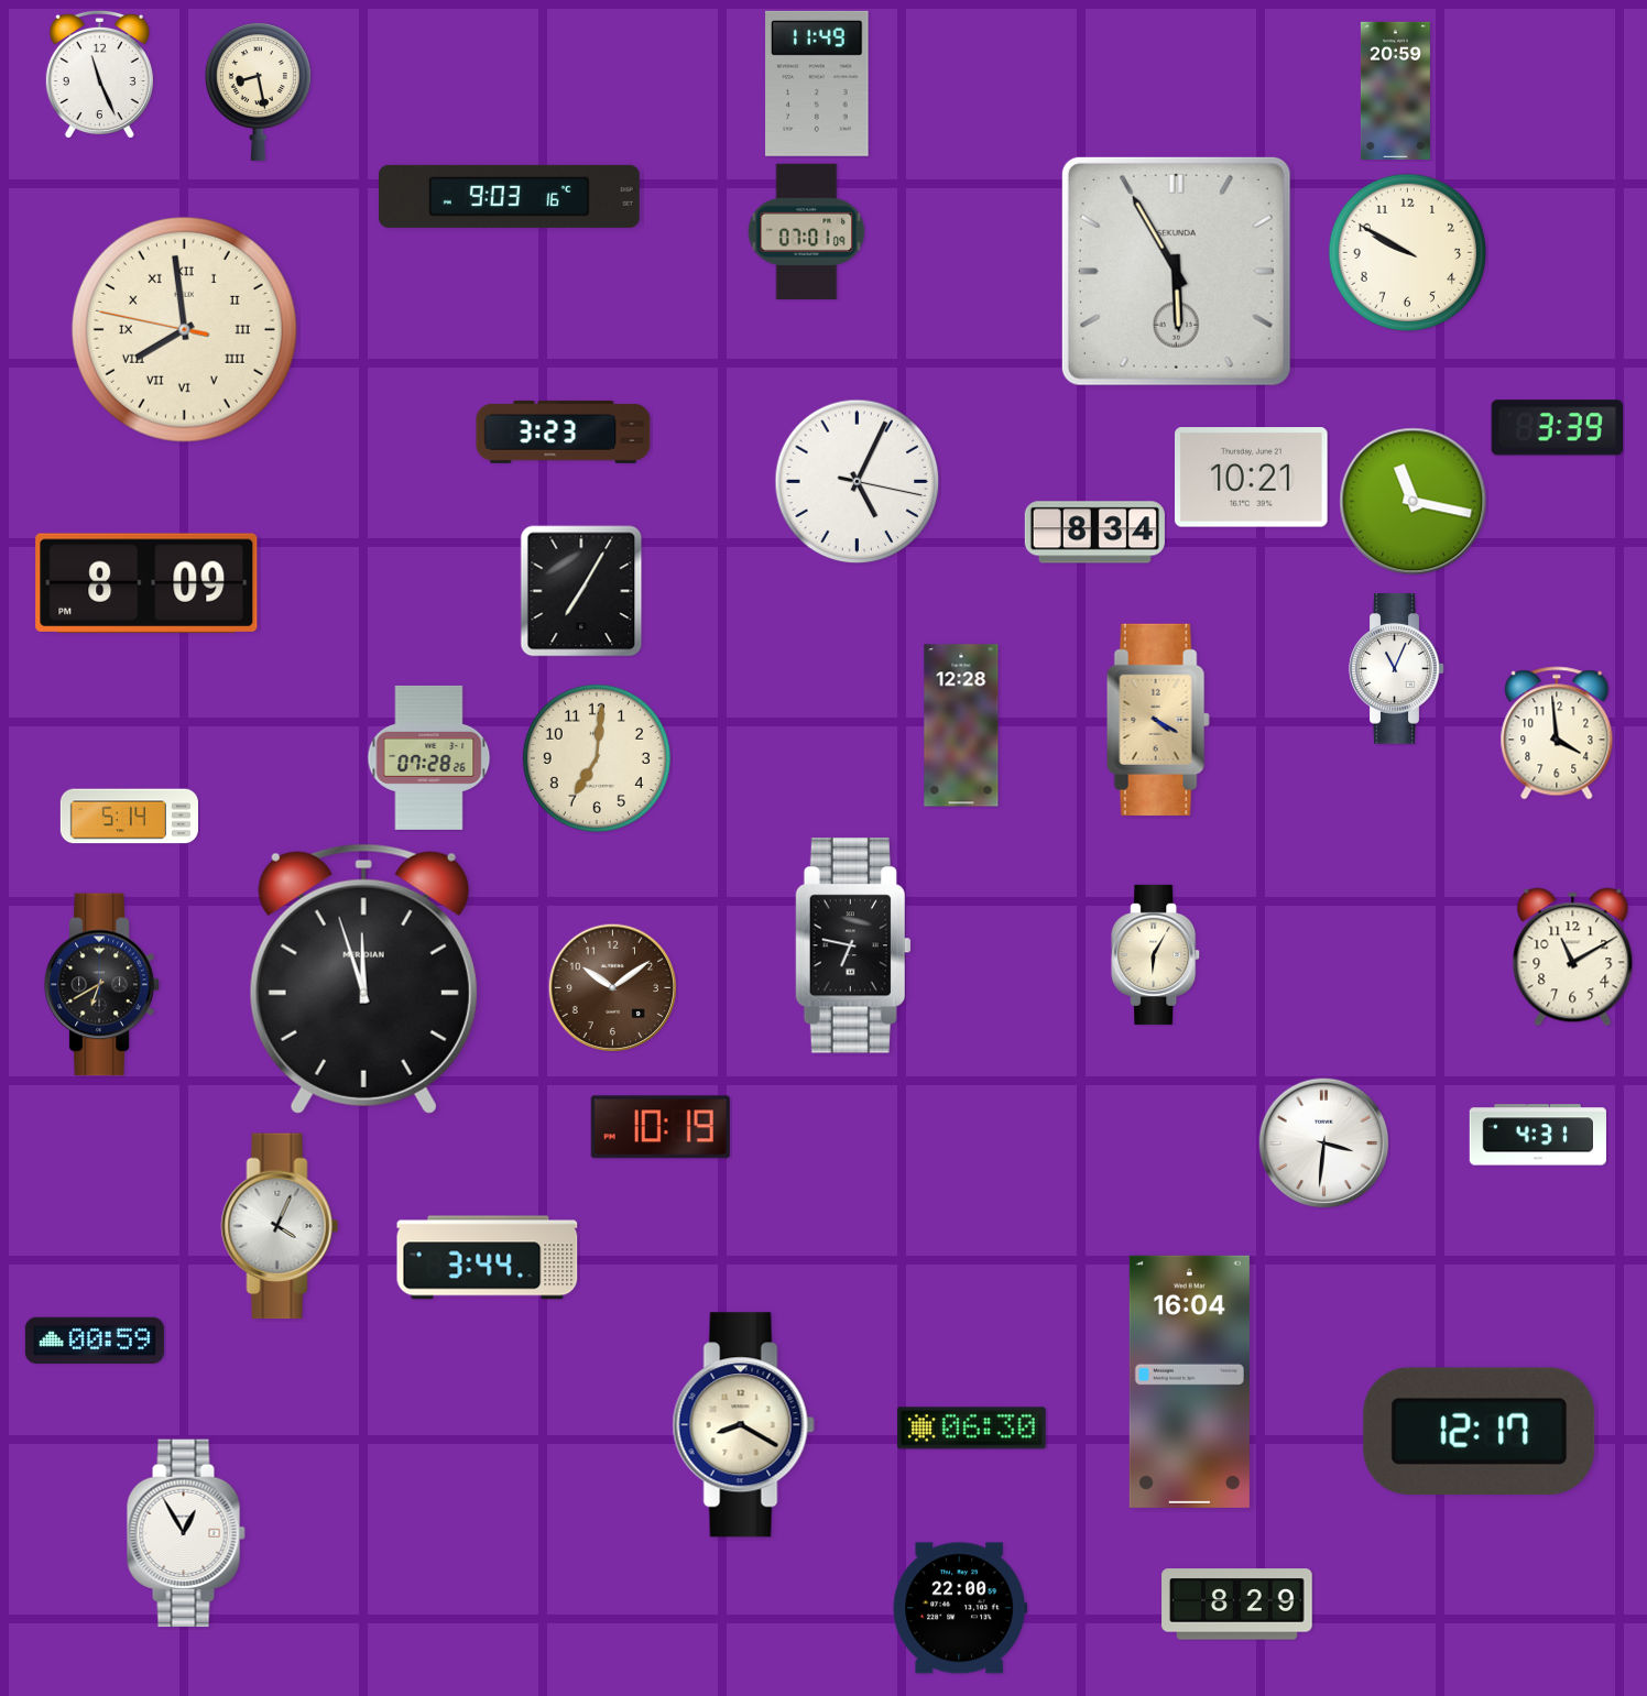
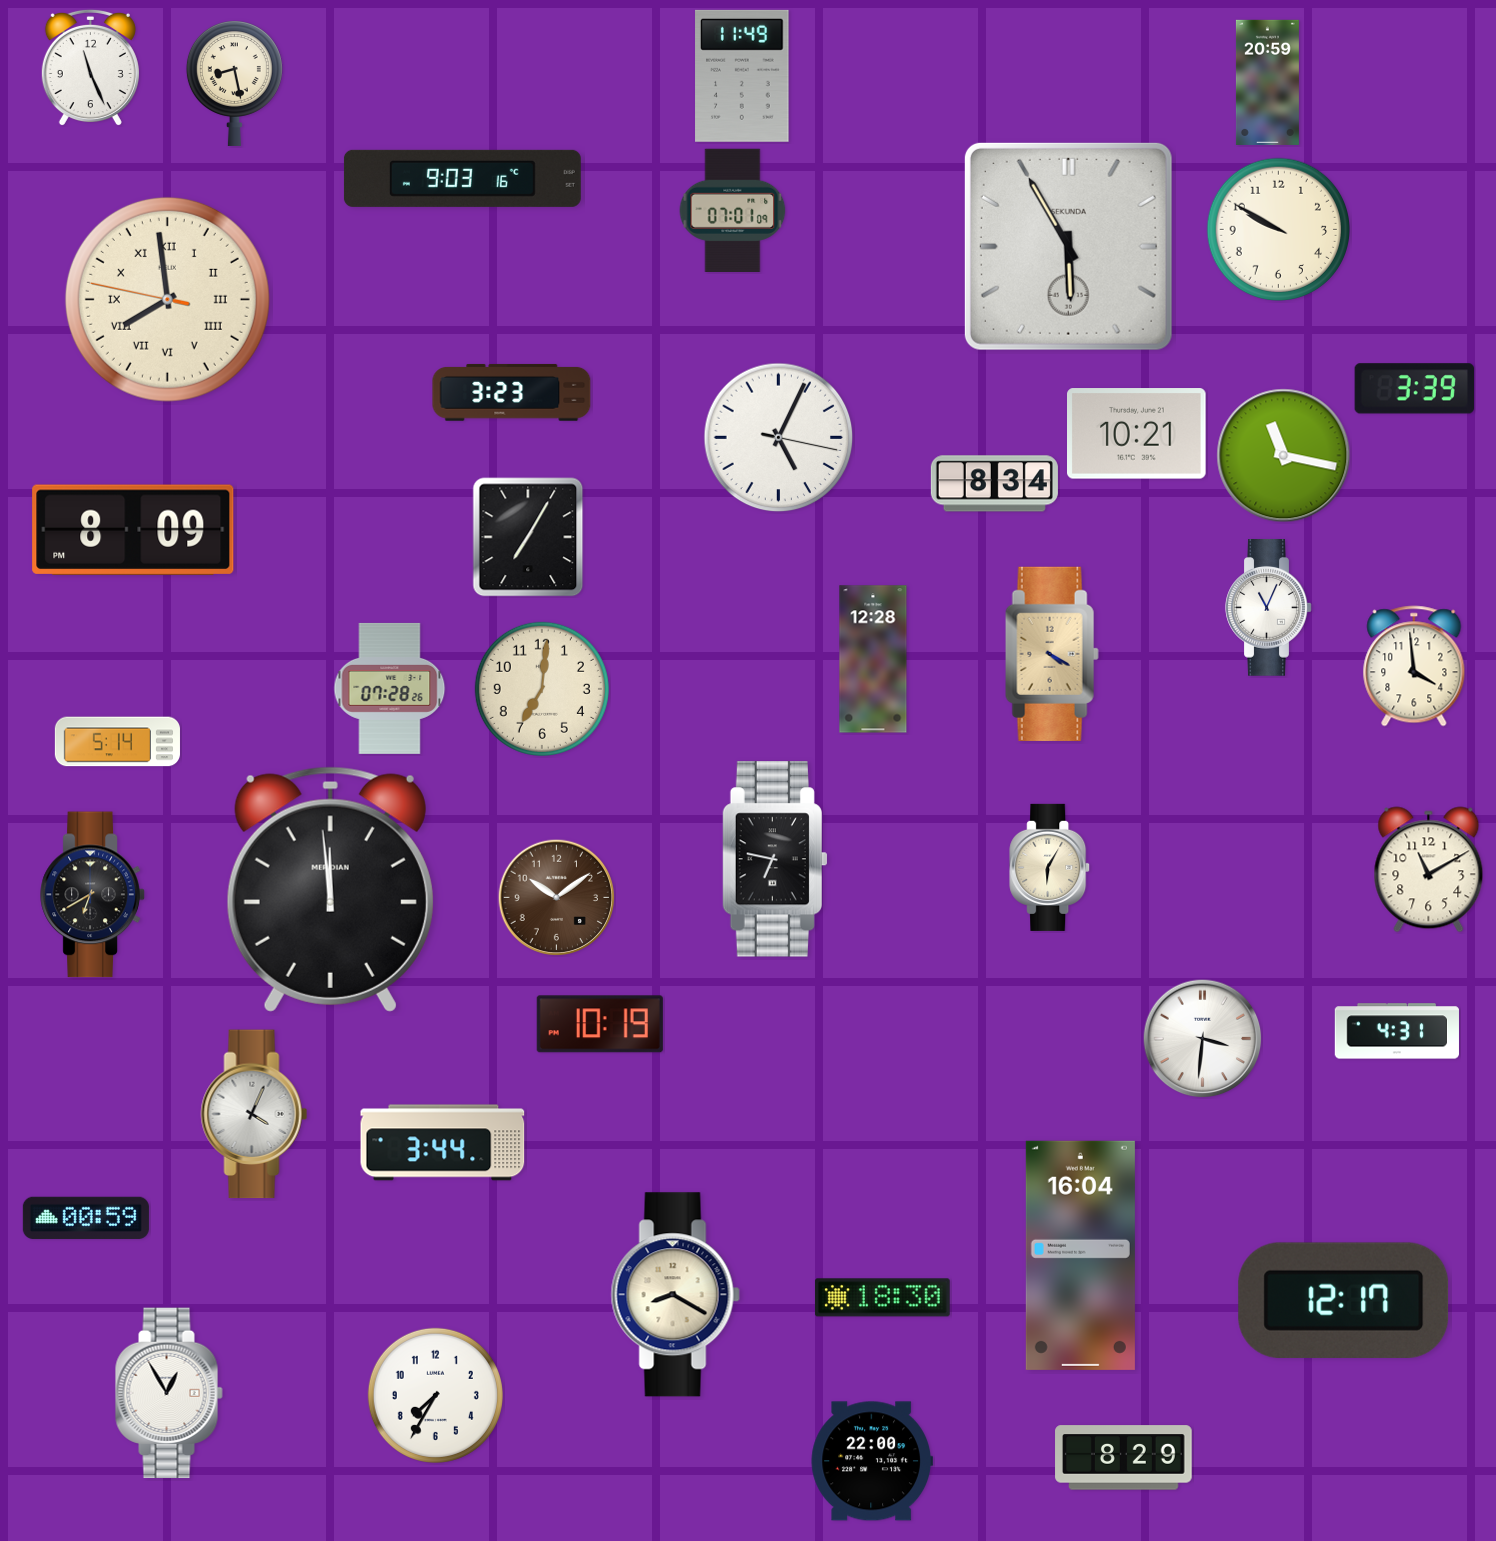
clock at (363, 978): 11:57 -> 11:59
clock at (971, 1429): 06:30 -> 18:30
clock at (435, 1395): none -> 7:35
